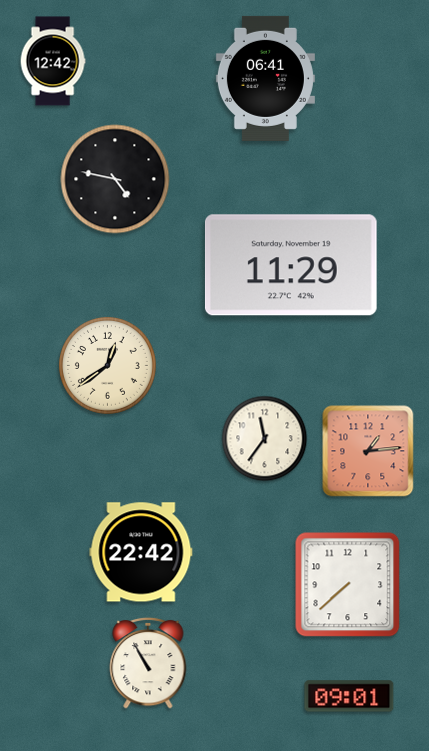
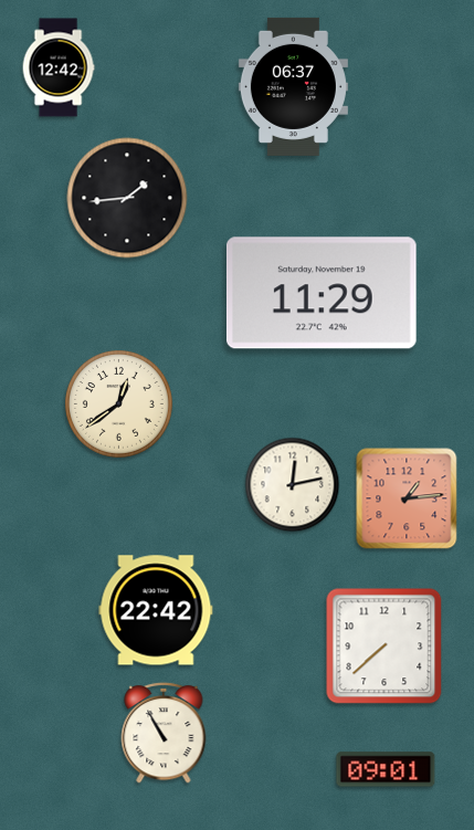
clock at (265, 78): 06:41 -> 06:37
clock at (115, 179): 4:47 -> 1:44
clock at (265, 439): 11:36 -> 12:13
